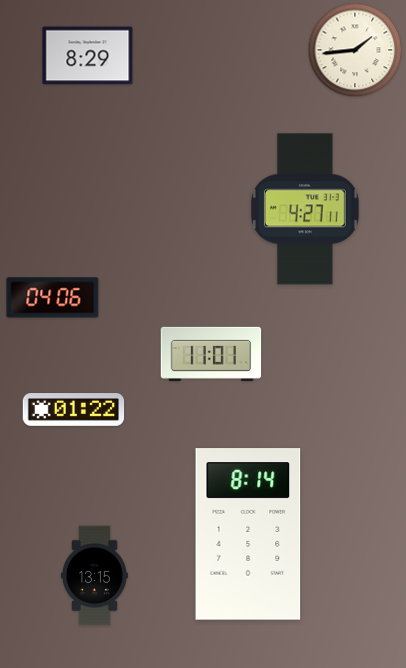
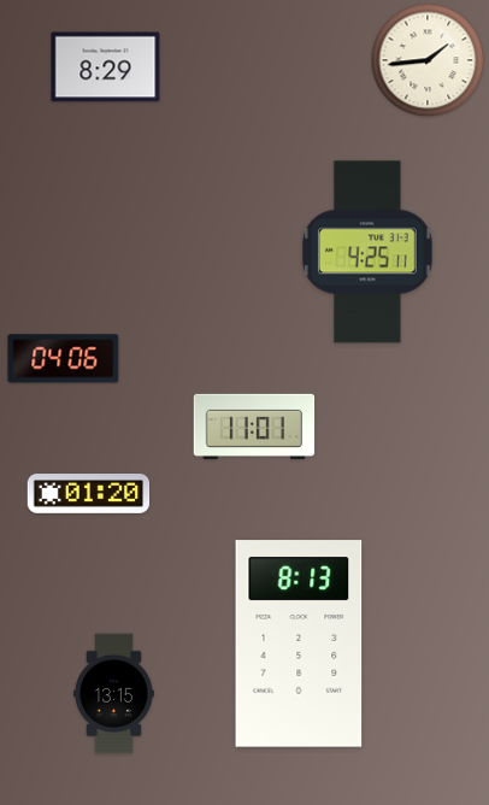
clock at (305, 209): 4:27 -> 4:25
clock at (74, 410): 01:22 -> 01:20
clock at (248, 534): 8:14 -> 8:13
